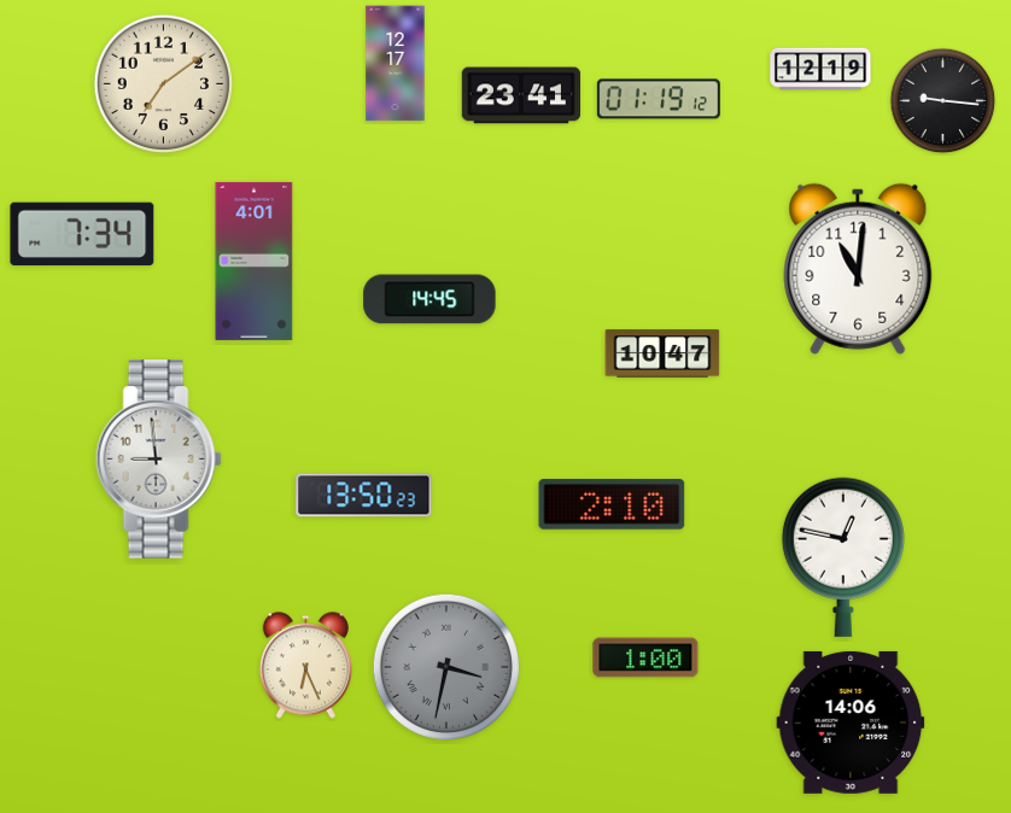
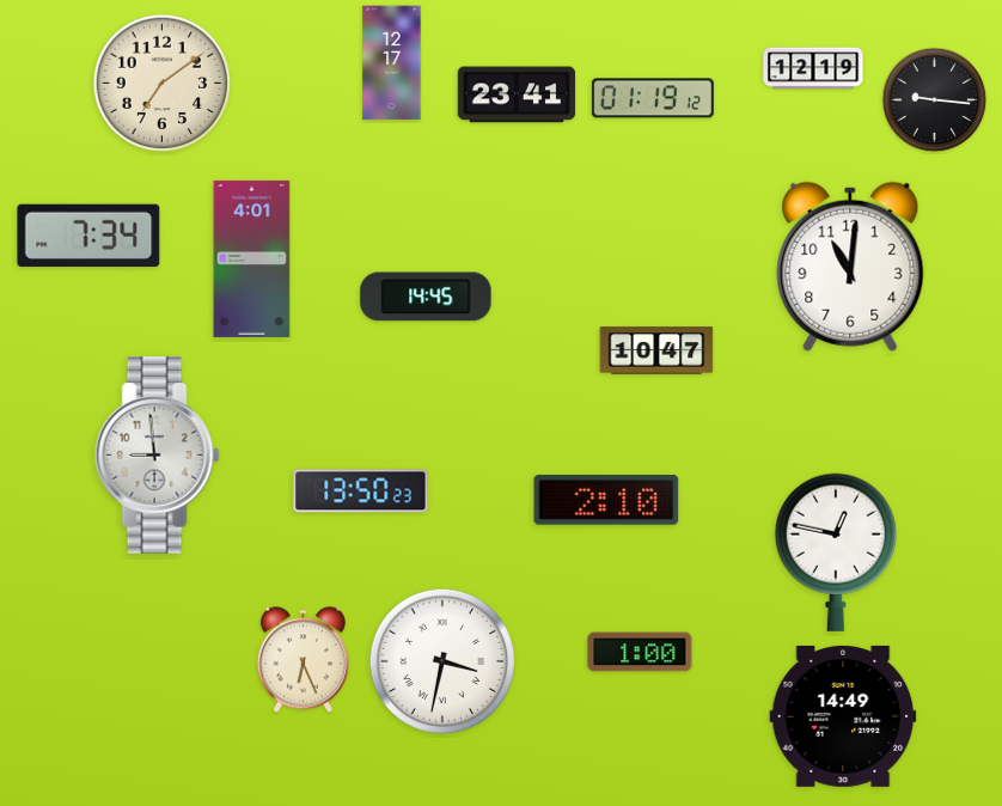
clock at (82, 234) position: (82, 234) -> (88, 236)
clock at (446, 667) dial: grey -> white
clock at (851, 723): 14:06 -> 14:49
